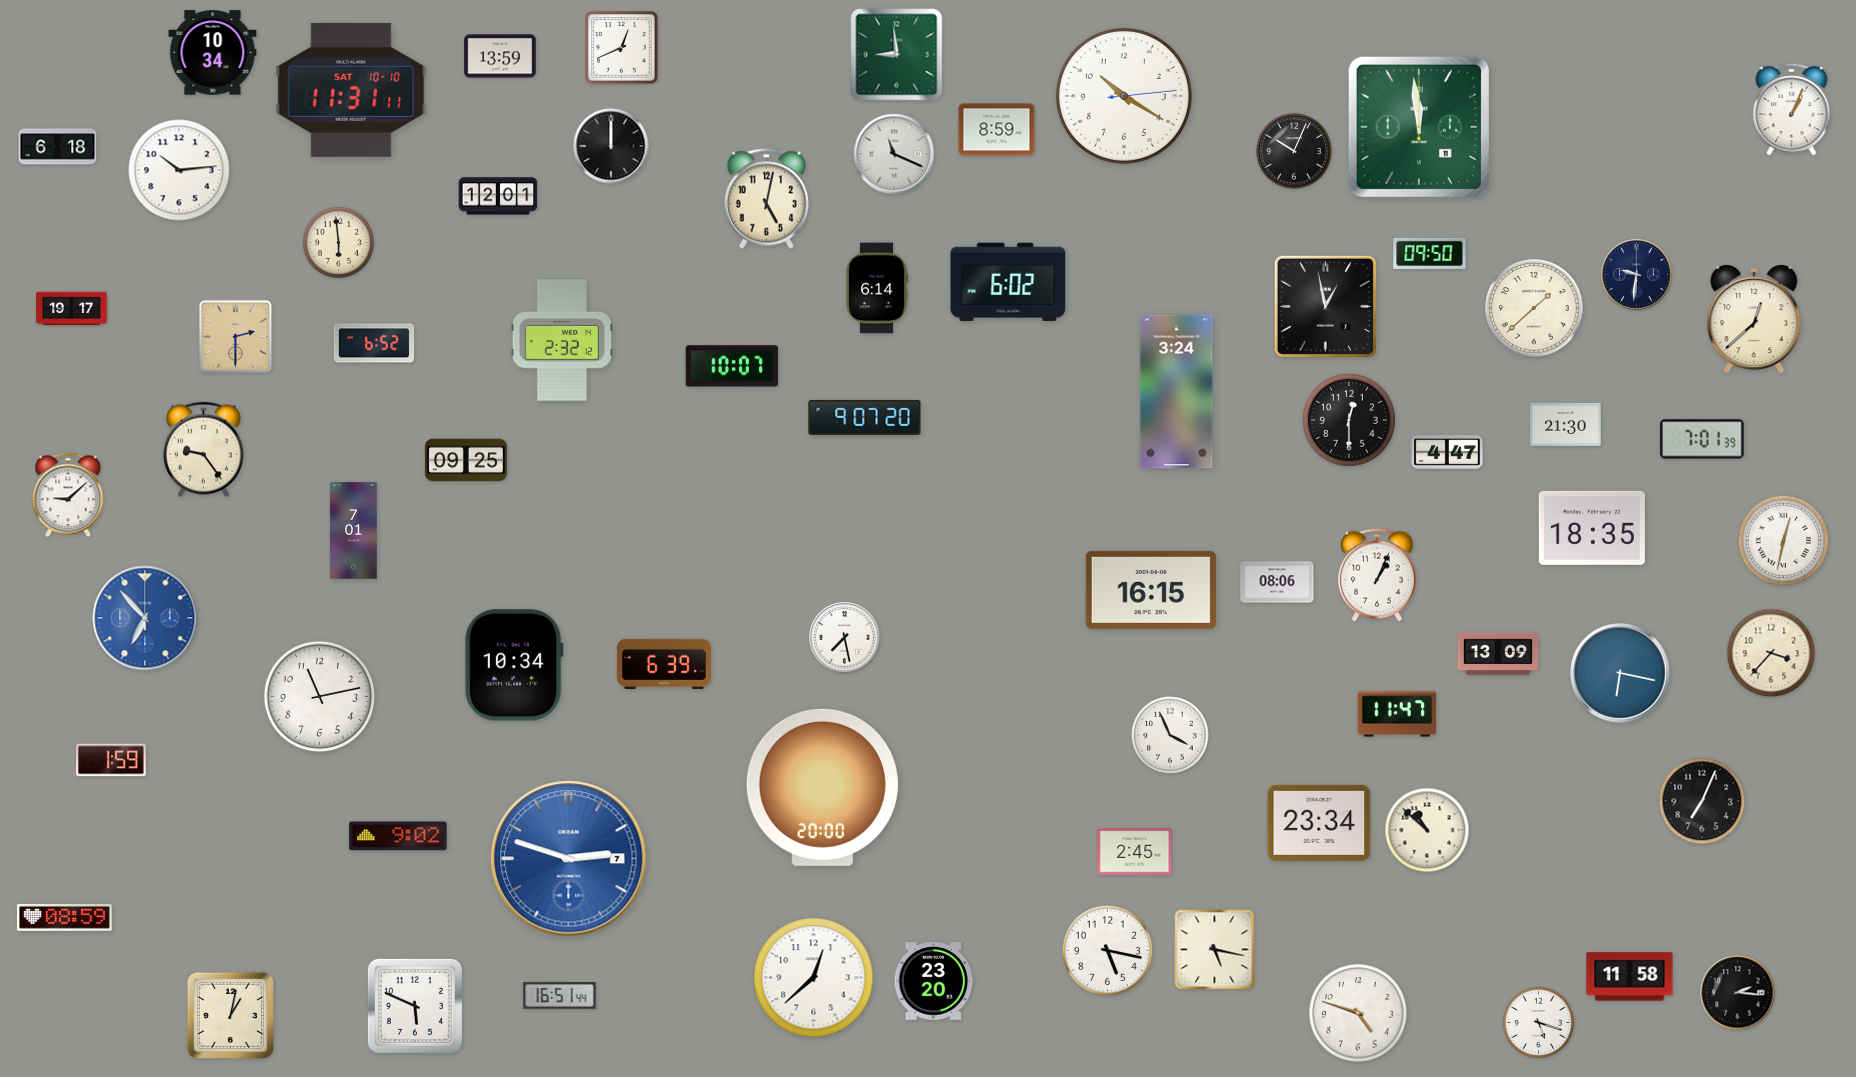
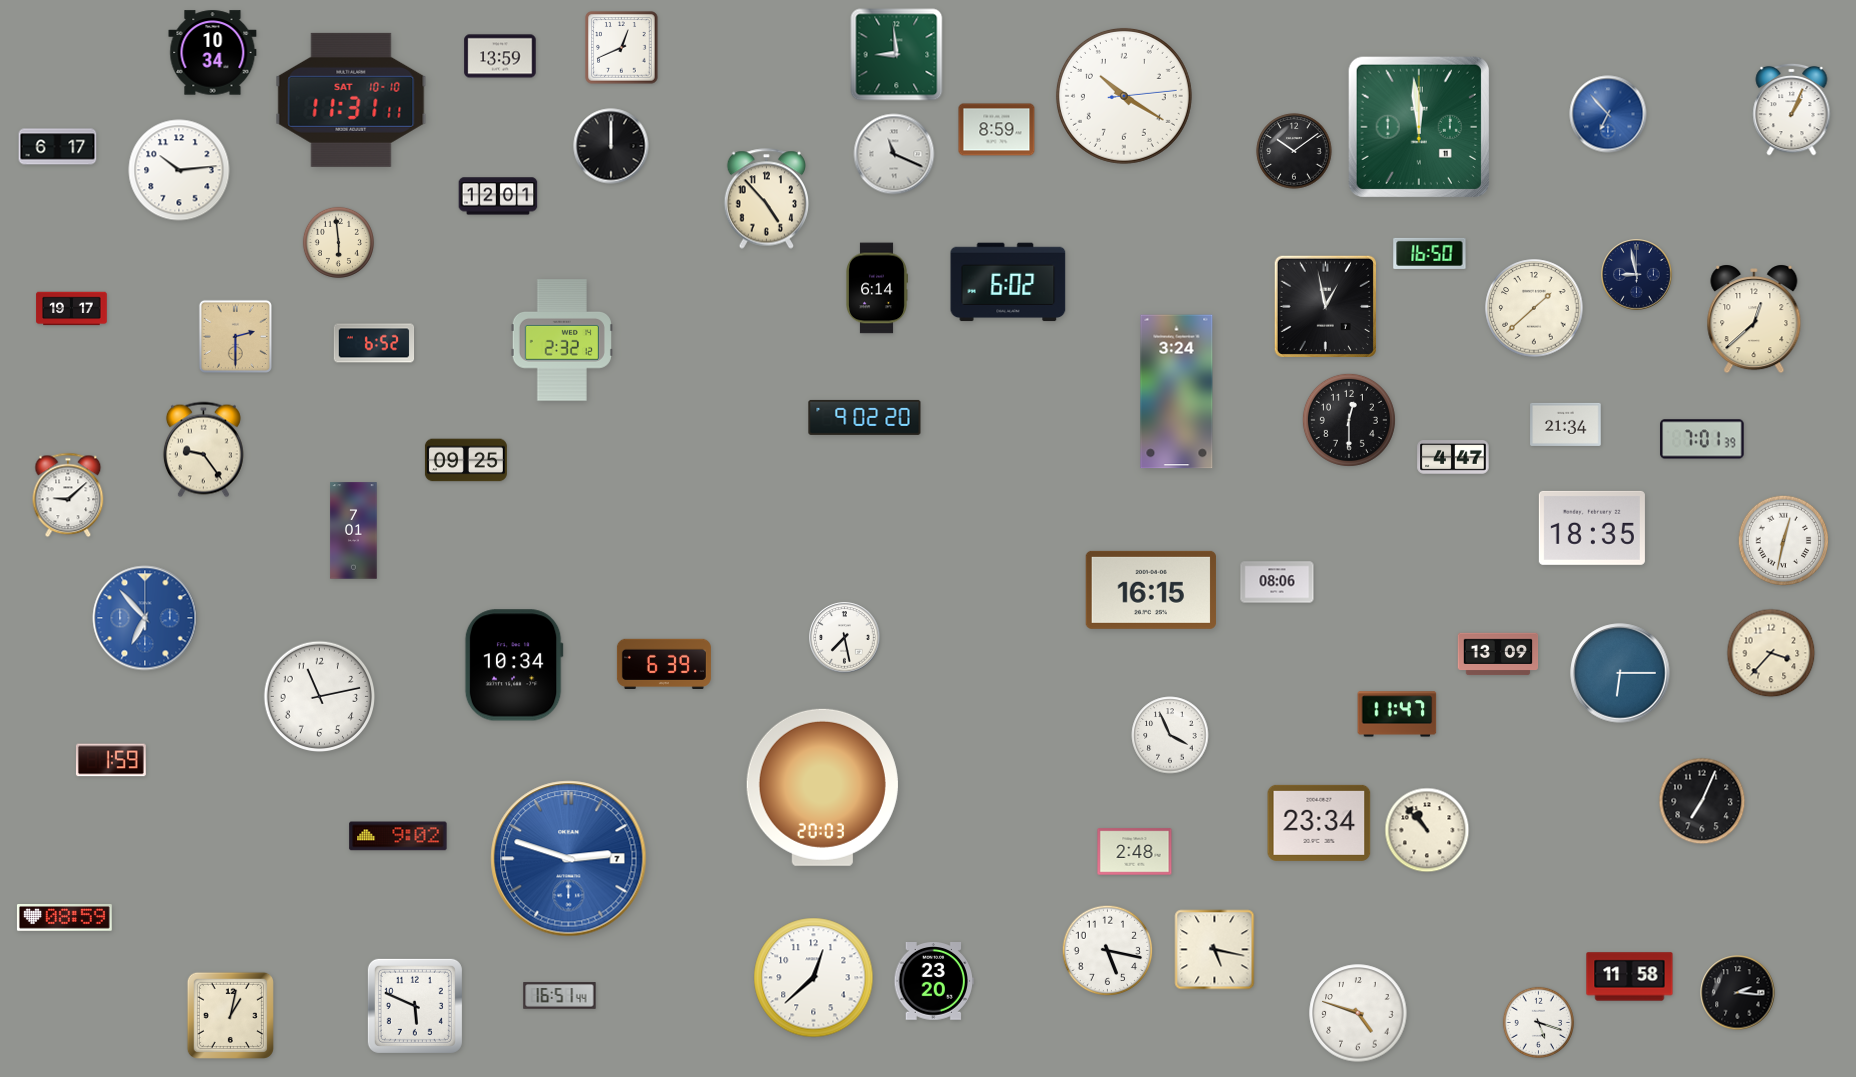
clock at (351, 90) position: (351, 90) -> (351, 100)
clock at (1608, 114): none -> 6:53
clock at (58, 147): 6:18 -> 6:17
clock at (1294, 151): 10:04 -> 10:09
clock at (767, 199): 5:02 -> 4:53
clock at (1430, 253): 09:50 -> 16:50
clock at (1637, 275): 9:31 -> 8:58
clock at (732, 366): 10:07 -> none
clock at (865, 417): 9:07 -> 9:02
clock at (1566, 424): 21:30 -> 21:34
clock at (1447, 452) position: (1447, 452) -> (1453, 457)
clock at (1377, 575): 1:04 -> none
clock at (1620, 673): 6:17 -> 6:15
clock at (822, 787): 20:00 -> 20:03
clock at (1427, 830): 10:52 -> 10:53
clock at (1135, 852): 2:45 -> 2:48
